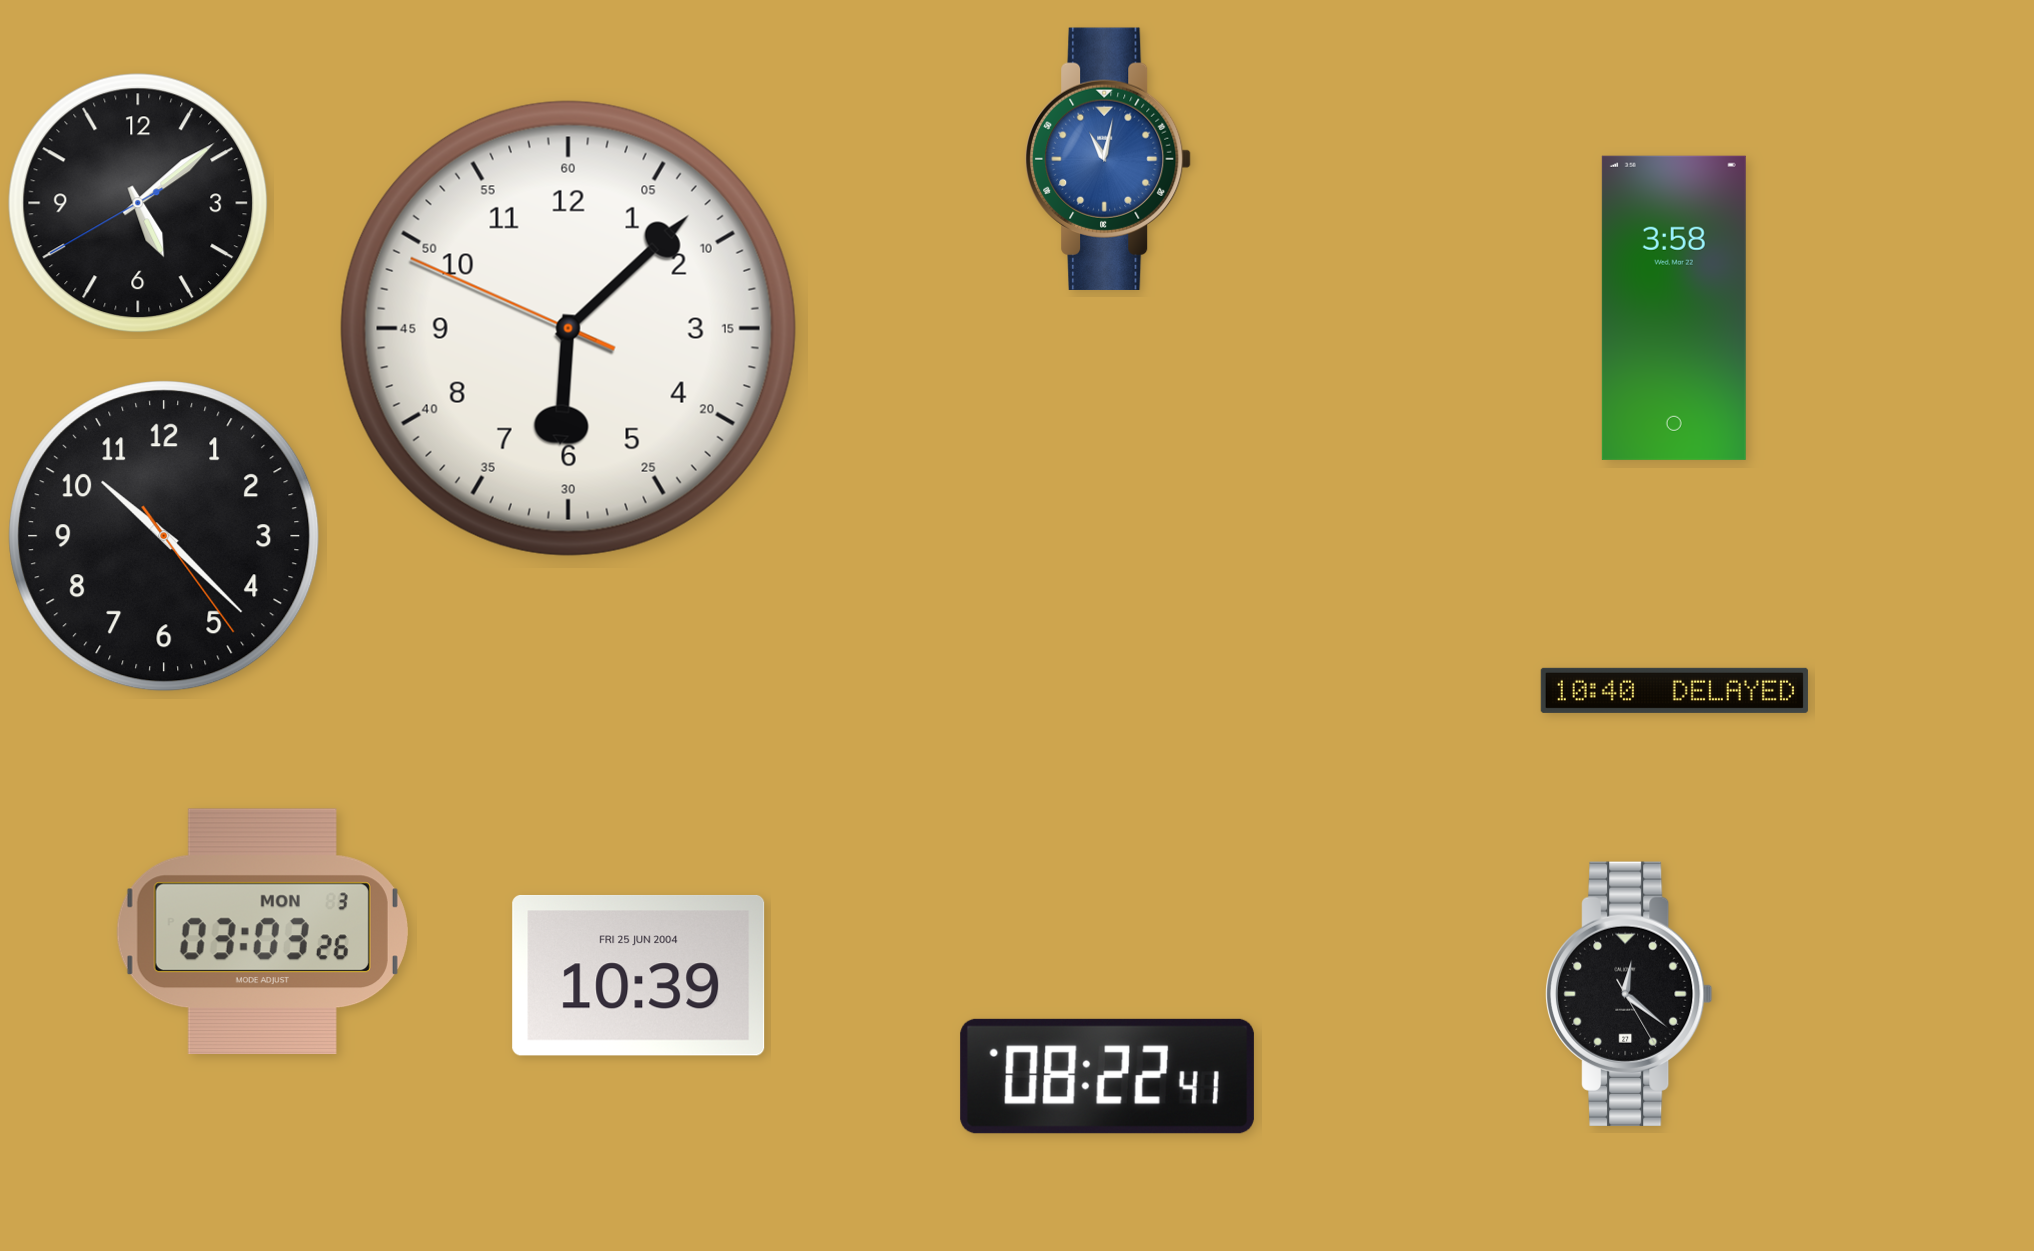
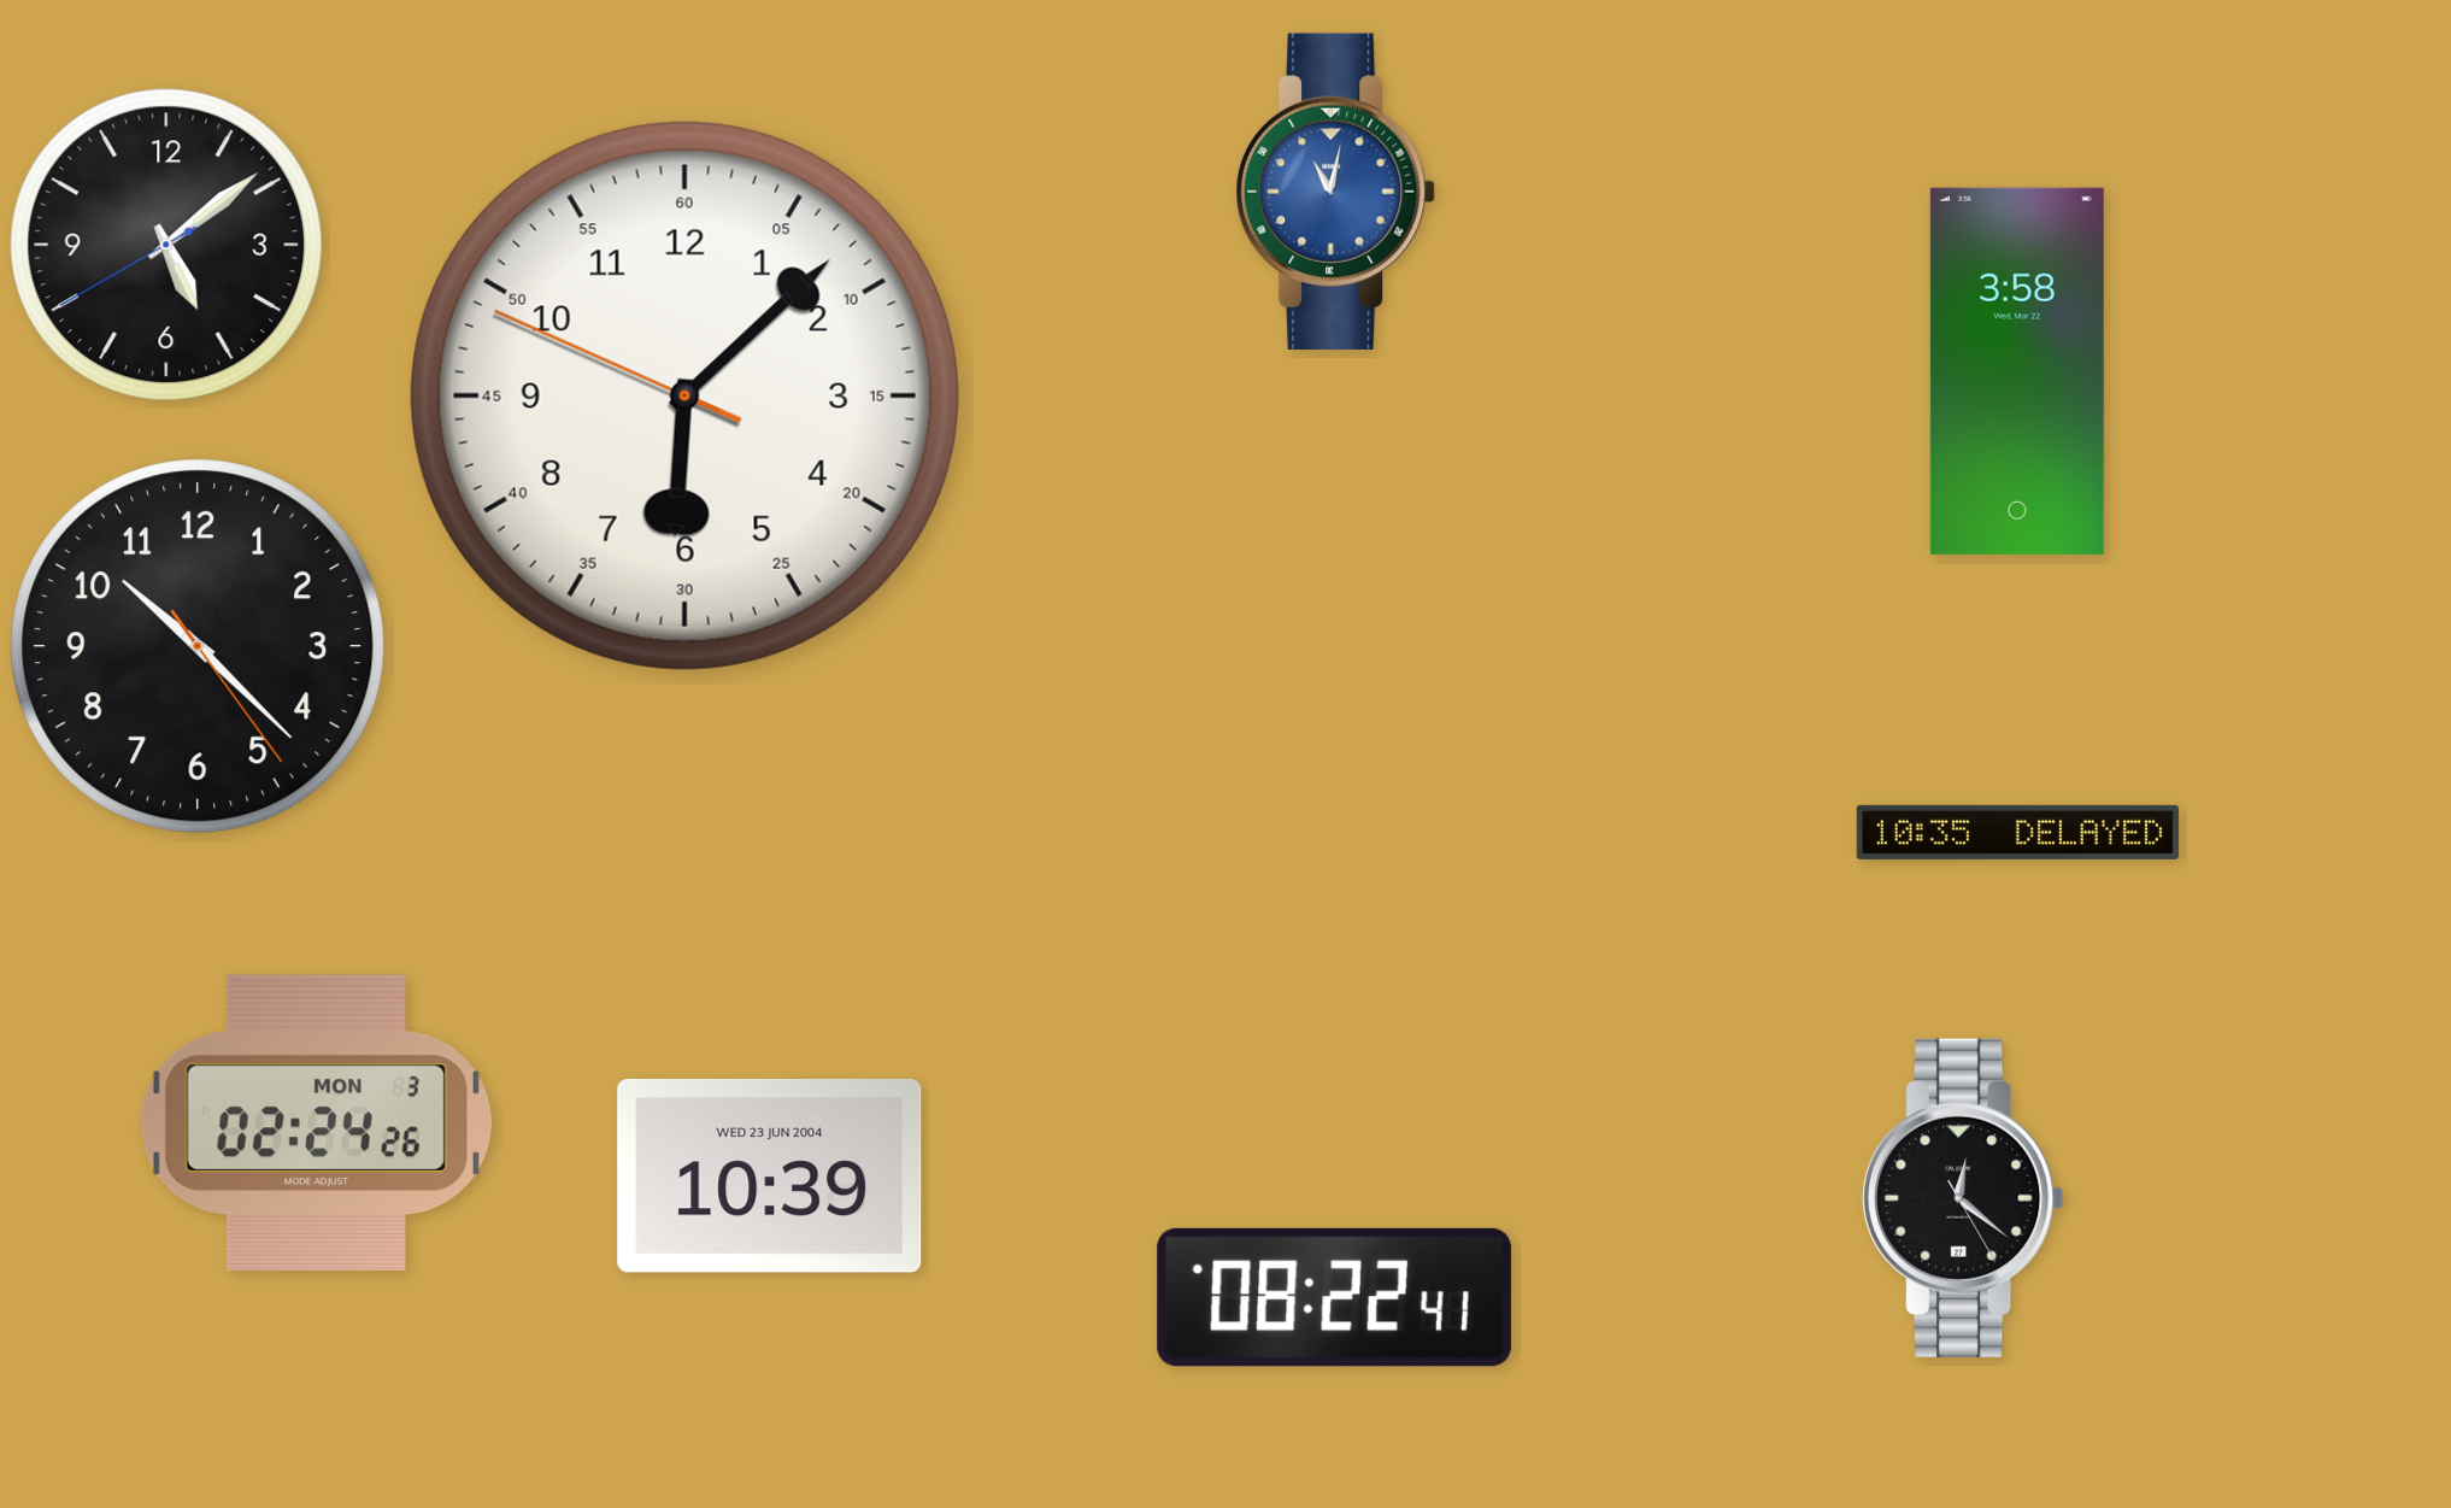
clock at (1674, 690): 10:40 -> 10:35
clock at (262, 931): 03:03 -> 02:24
clock at (639, 975) date: FRI 25 JUN 2004 -> WED 23 JUN 2004
